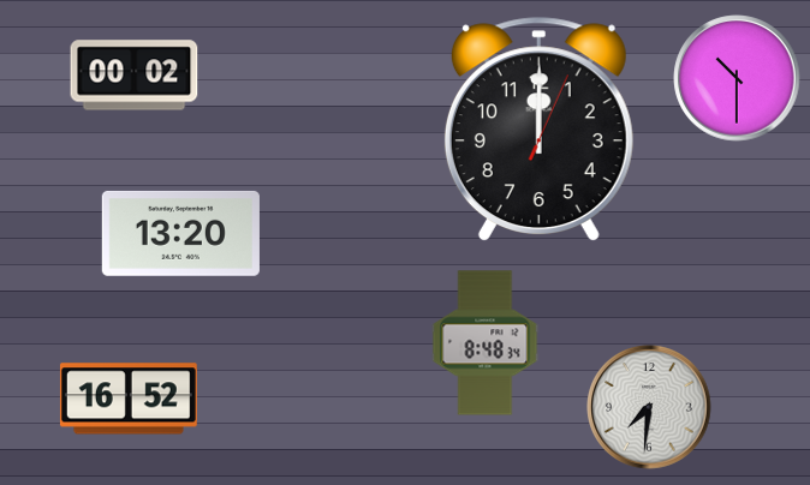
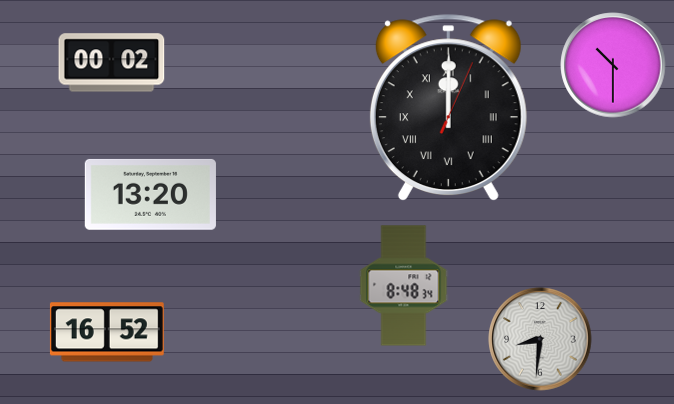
clock at (538, 128) numerals: Arabic -> Roman
clock at (649, 407): 7:31 -> 8:31
